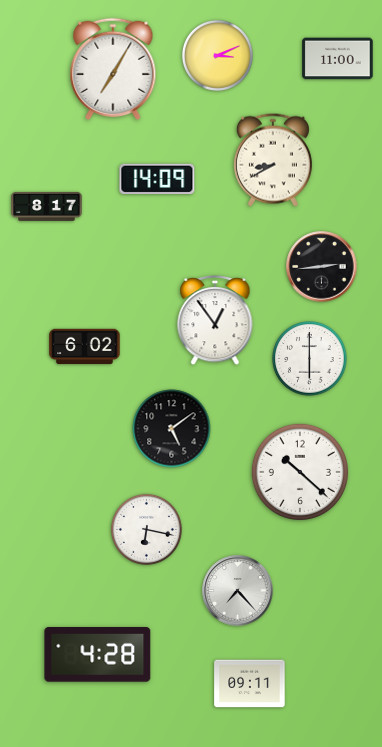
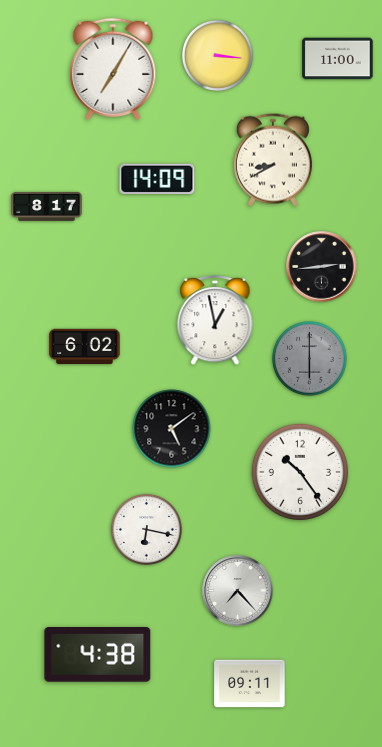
clock at (217, 55): 3:11 -> 3:16
clock at (215, 321): 12:54 -> 12:58
clock at (310, 359) dial: white -> grey
clock at (300, 472): 10:22 -> 10:24
clock at (98, 655): 4:28 -> 4:38
